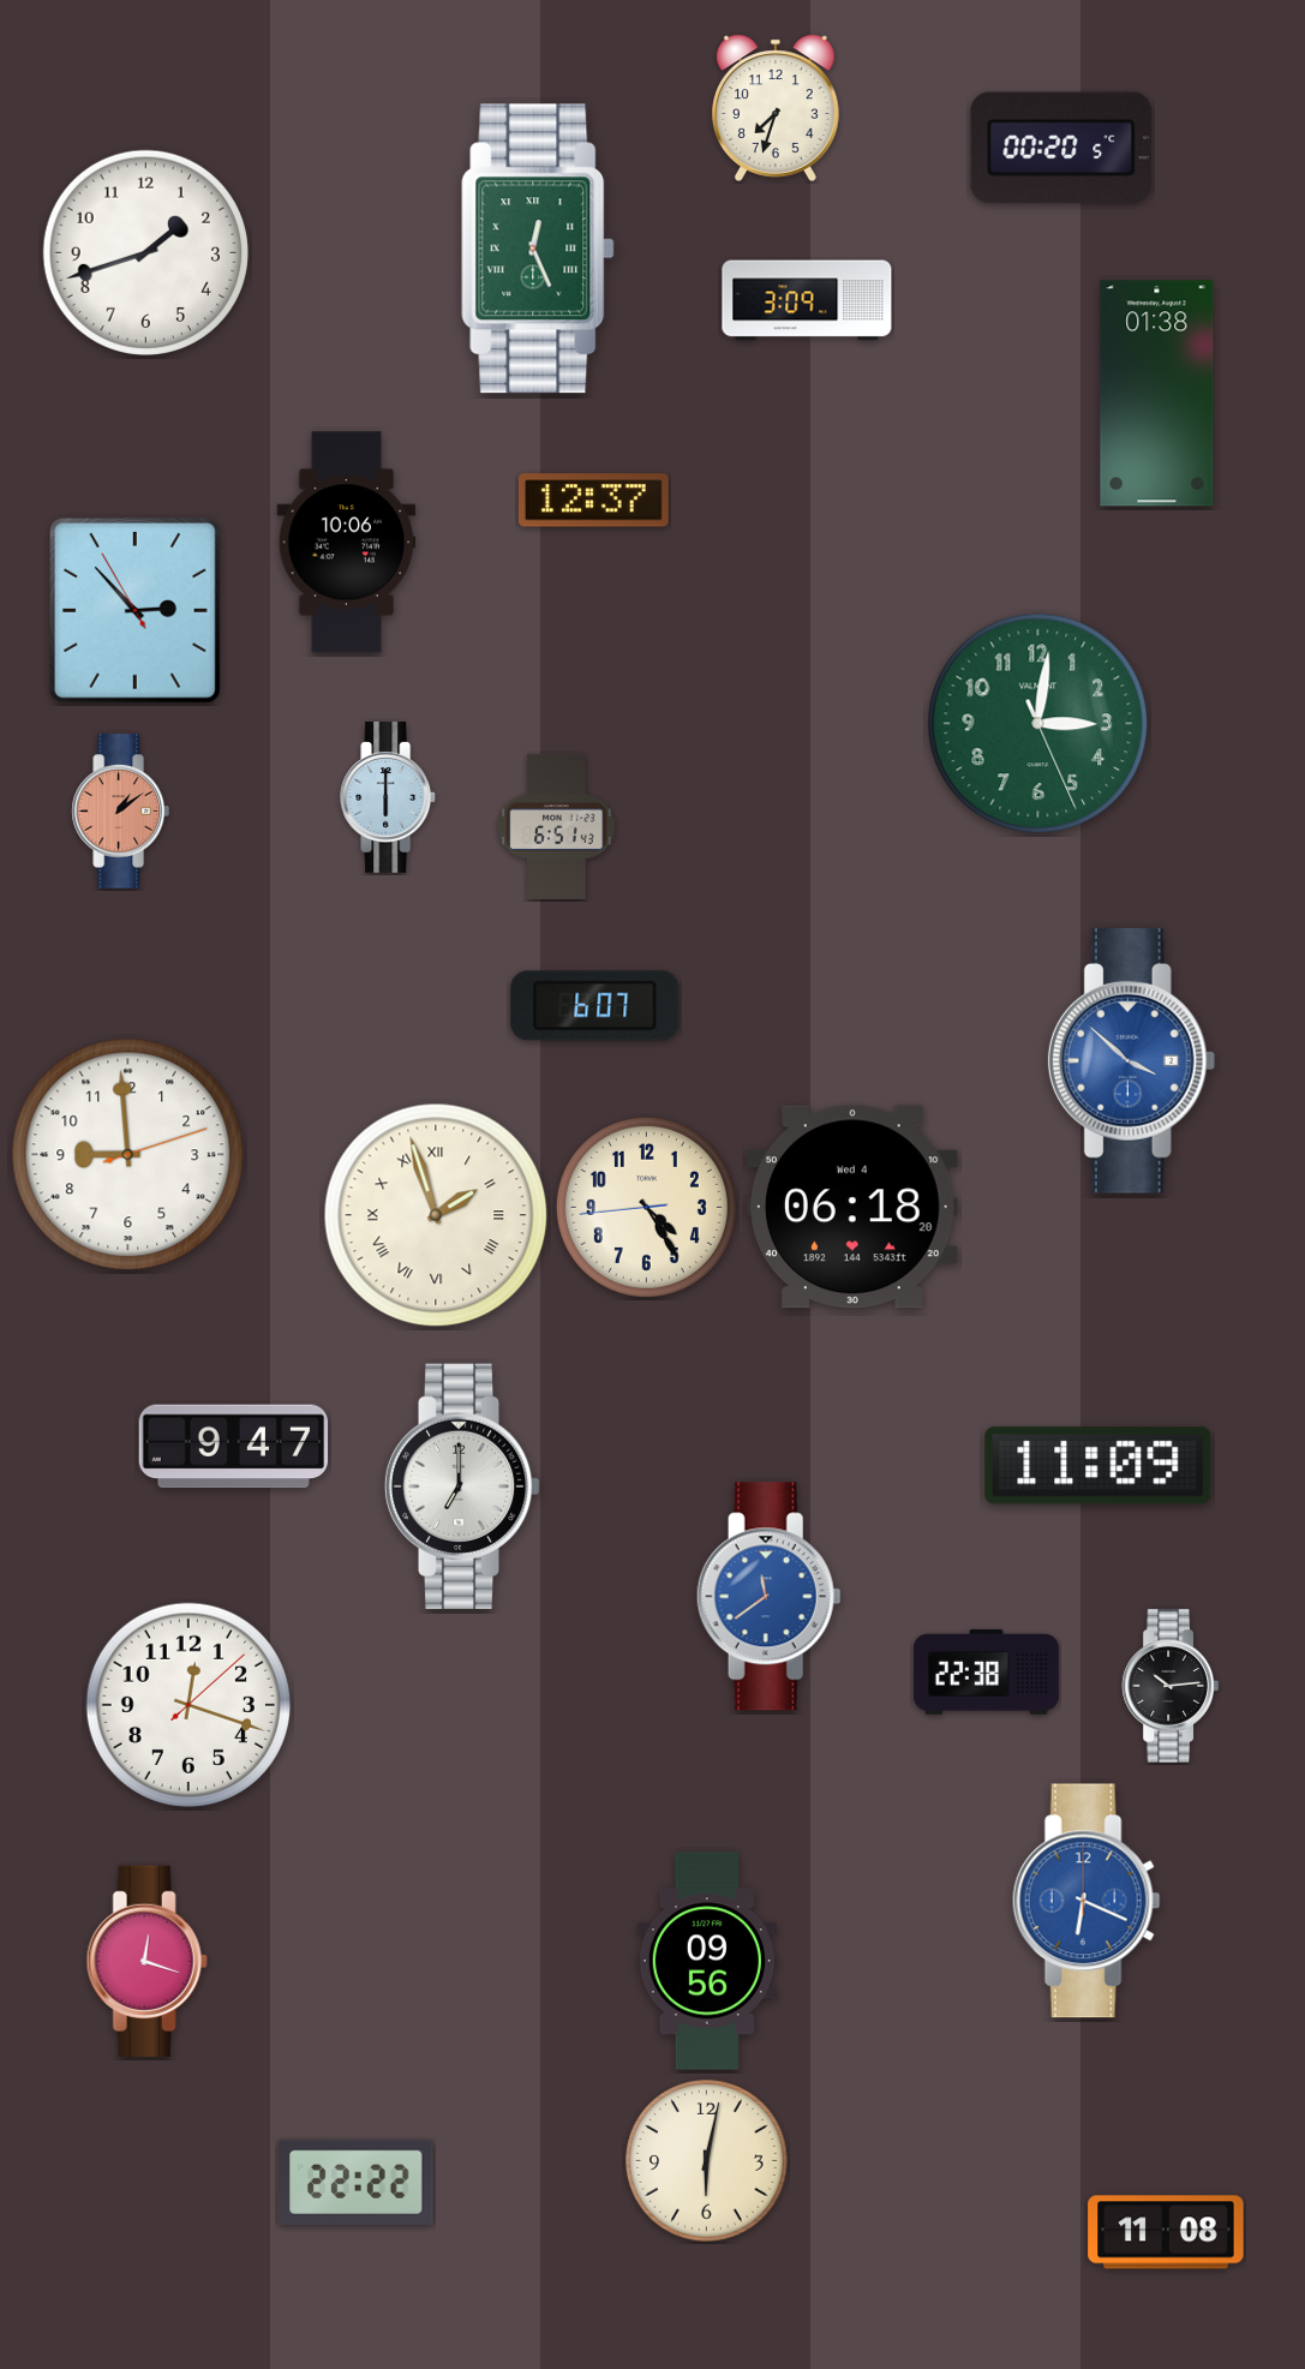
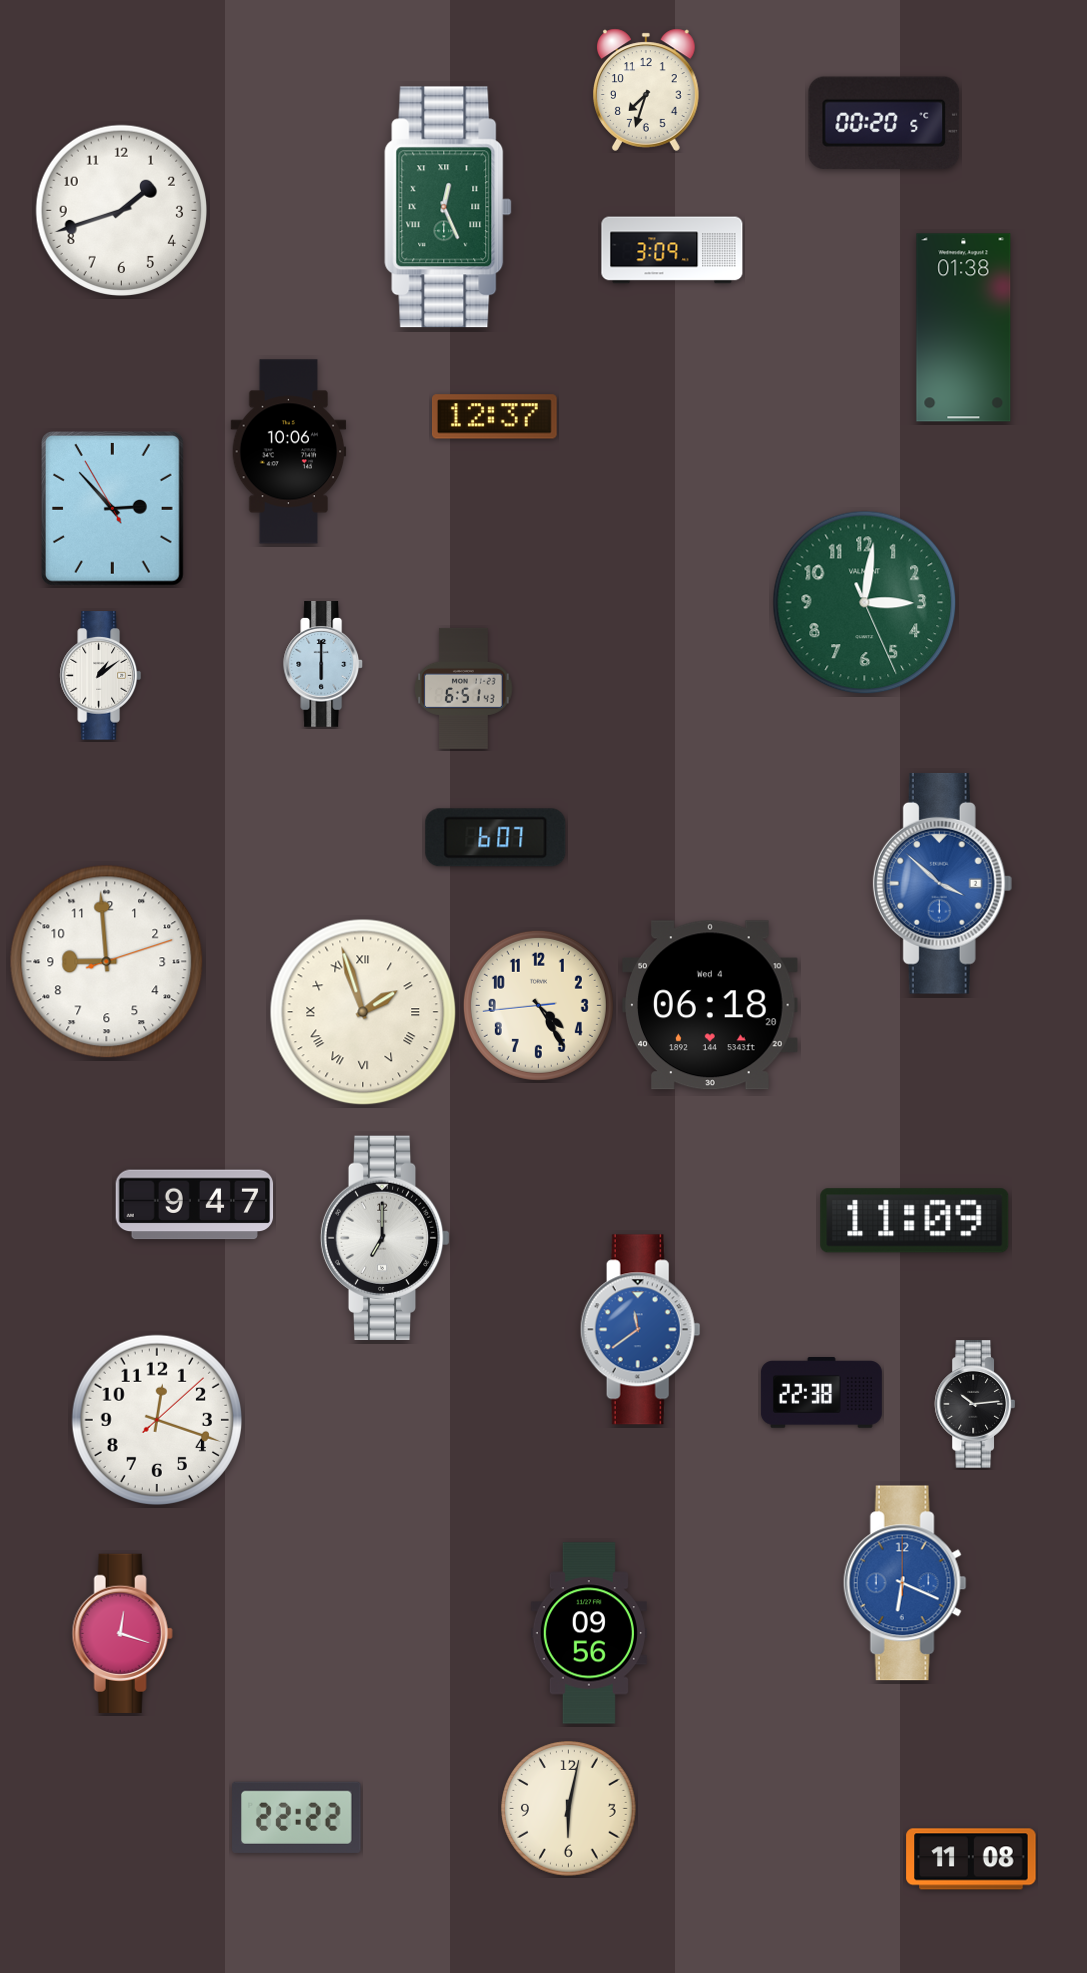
clock at (120, 812) dial: salmon -> white
clock at (707, 2161) position: (707, 2161) -> (569, 1809)
